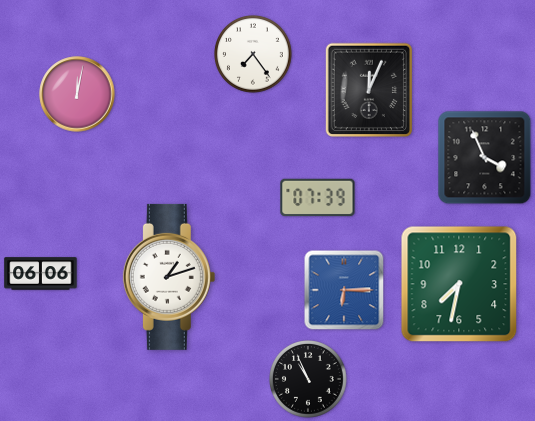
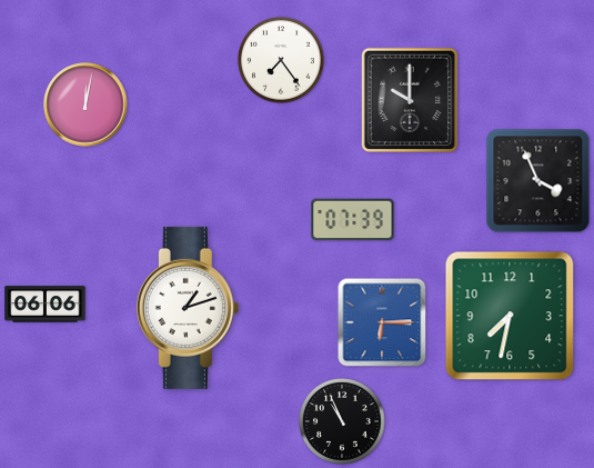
clock at (368, 89): 12:04 -> 10:00
clock at (485, 158) position: (485, 158) -> (538, 181)
